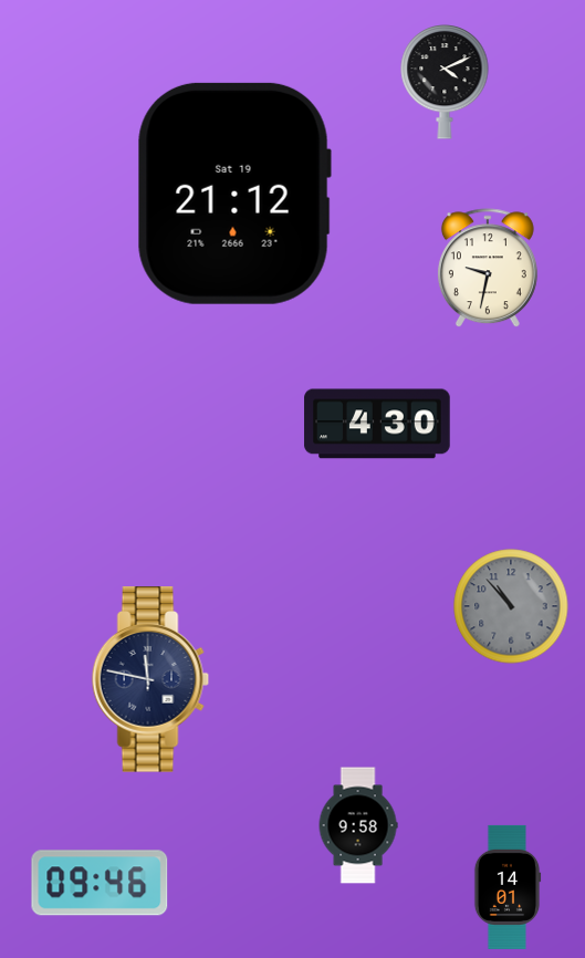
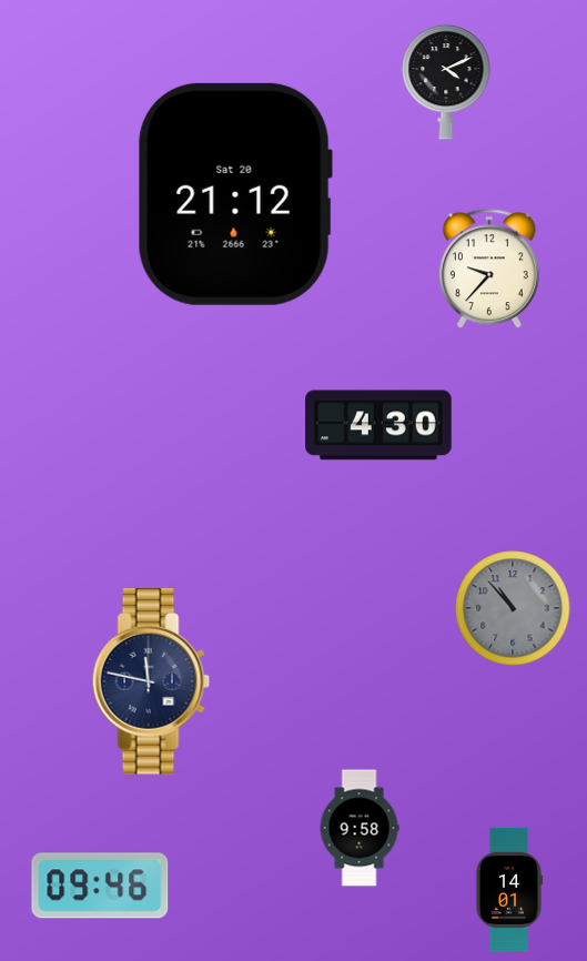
clock at (234, 194) date: Sat 19 -> Sat 20
clock at (488, 269): 9:32 -> 9:37
